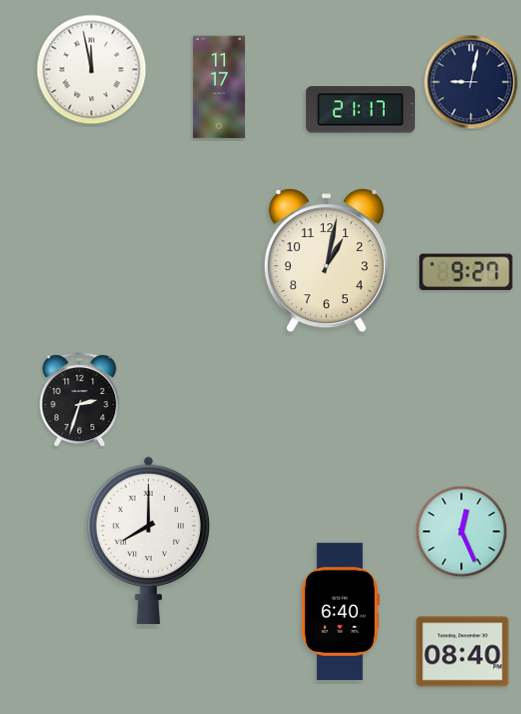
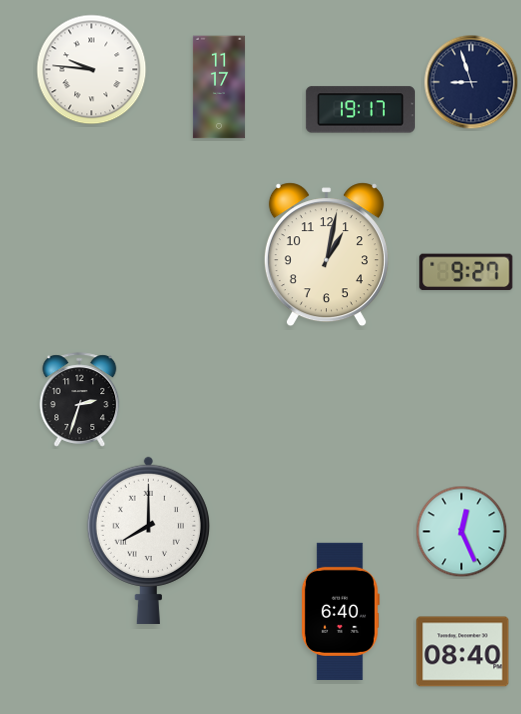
clock at (92, 70): 11:58 -> 9:46
clock at (471, 82): 9:02 -> 8:57
clock at (360, 110): 21:17 -> 19:17
clock at (326, 261) position: (326, 261) -> (326, 255)
